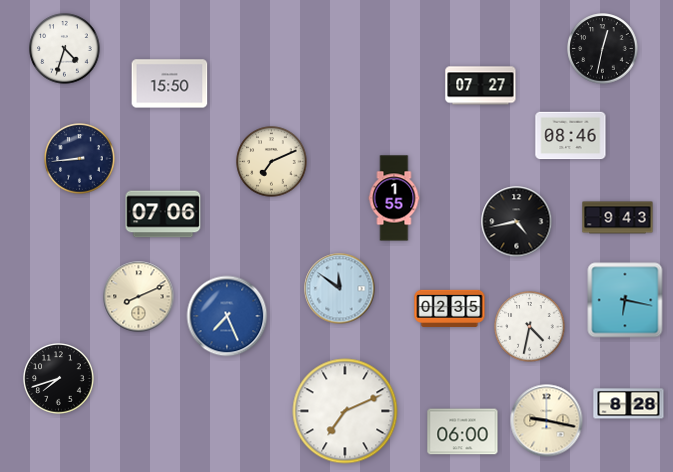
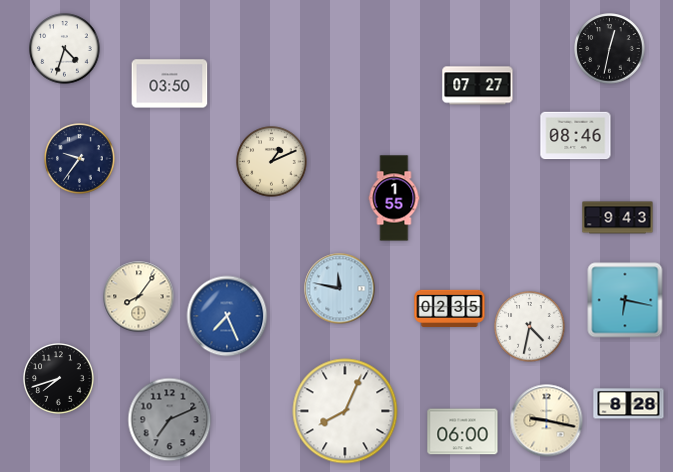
clock at (603, 49) position: (603, 49) -> (610, 49)
clock at (170, 84): 15:50 -> 03:50
clock at (481, 86) position: (481, 86) -> (478, 86)
clock at (571, 136) position: (571, 136) -> (576, 136)
clock at (80, 159): 8:44 -> 9:36
clock at (272, 162): 7:11 -> 1:11
clock at (163, 214): 07:06 -> none
clock at (517, 222): 4:43 -> none
clock at (340, 289): 11:51 -> 11:47
clock at (139, 297): 8:11 -> 8:06
clock at (345, 411): 7:11 -> 8:04
clock at (170, 420): none -> 7:11
